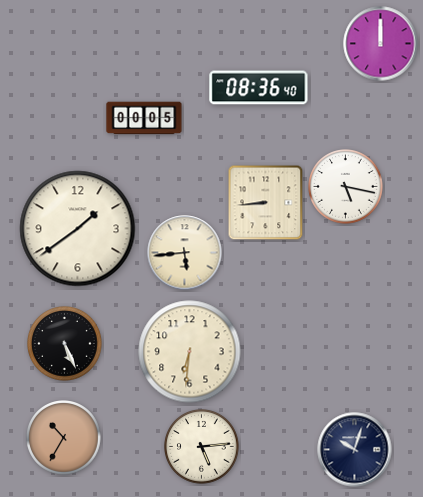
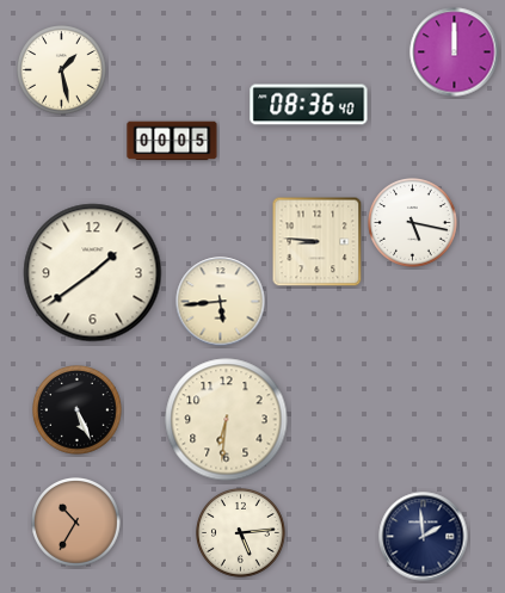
clock at (62, 70): none -> 1:28
clock at (266, 203): 8:44 -> 8:46
clock at (355, 450): 10:03 -> 1:59
